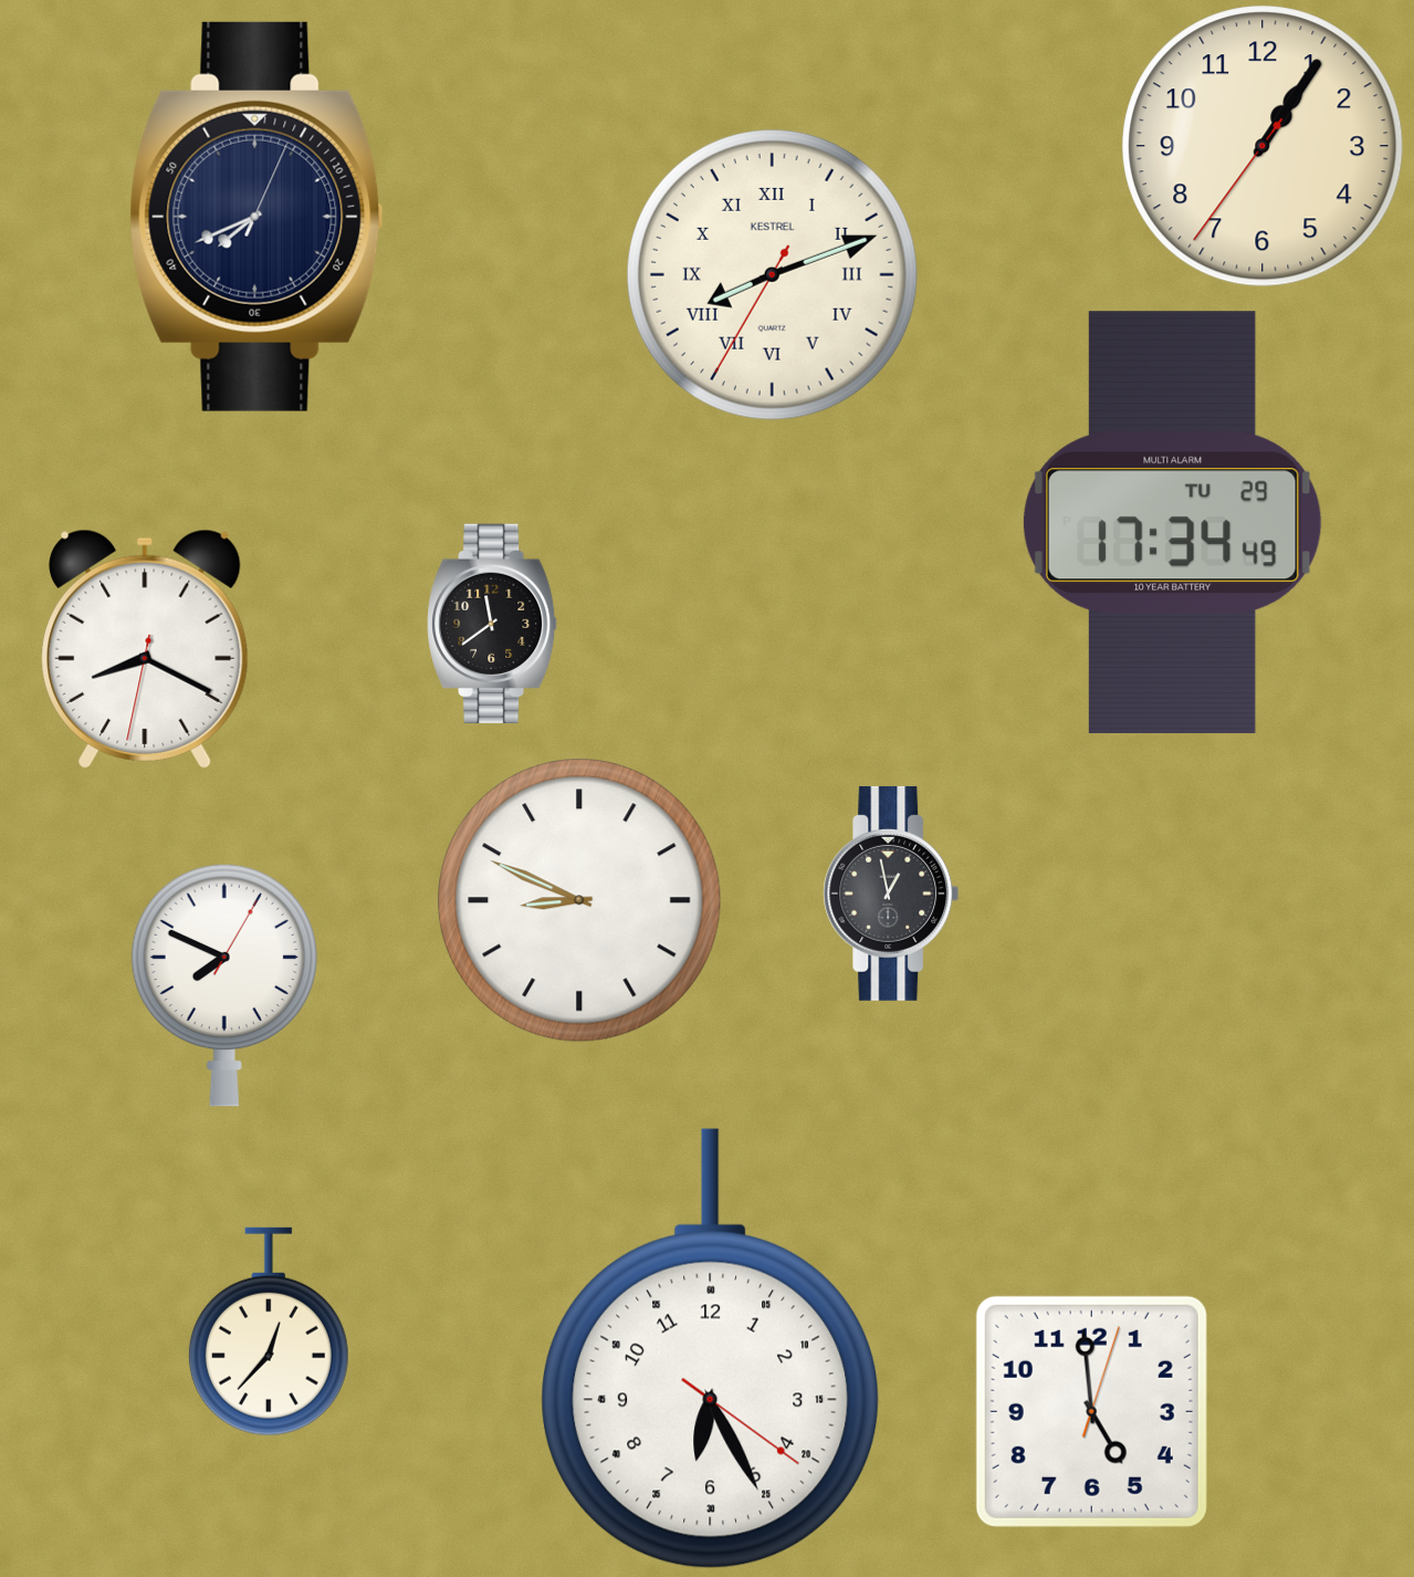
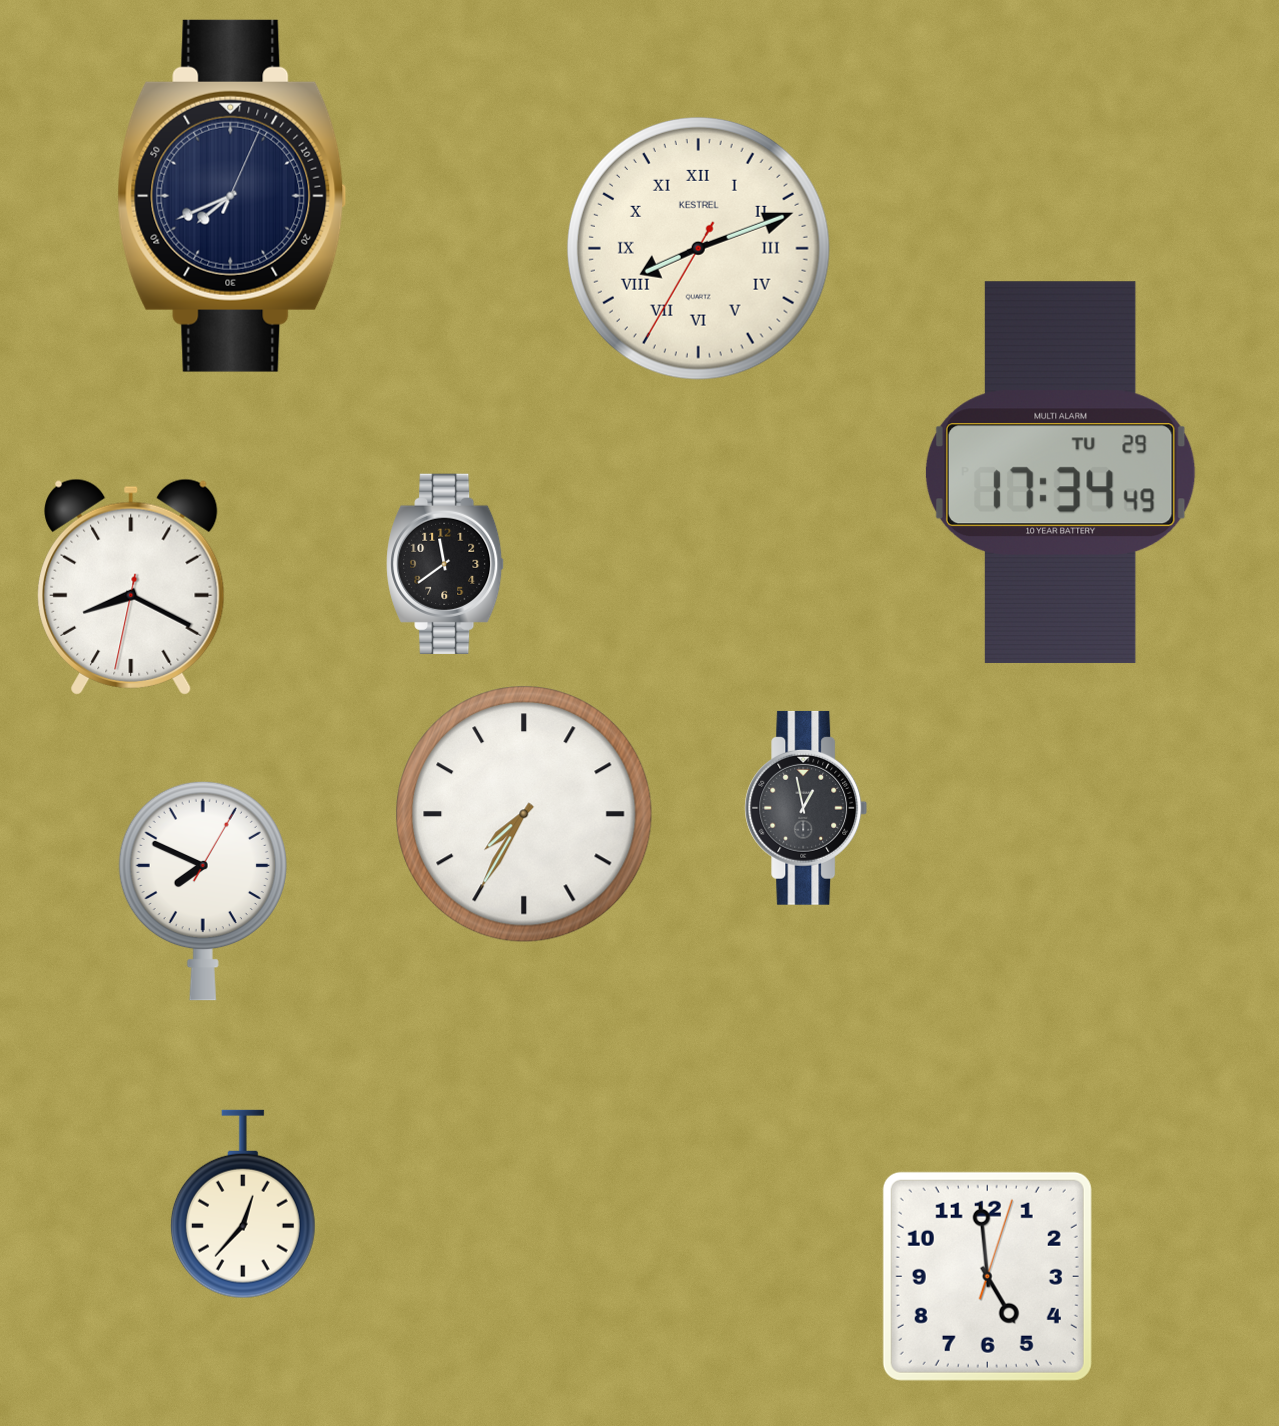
clock at (1263, 146): 1:05 -> none
clock at (579, 900): 8:49 -> 7:35
clock at (711, 1349): 6:25 -> none
